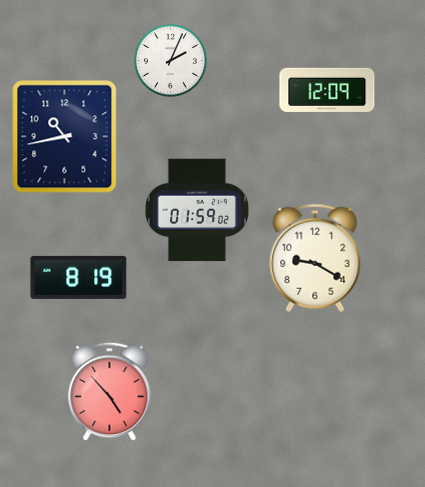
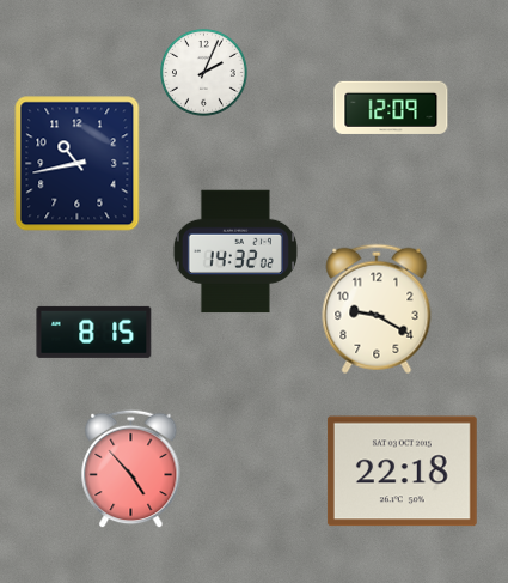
clock at (197, 210): 01:59 -> 14:32
clock at (79, 277): 8:19 -> 8:15
clock at (402, 472): none -> 22:18
